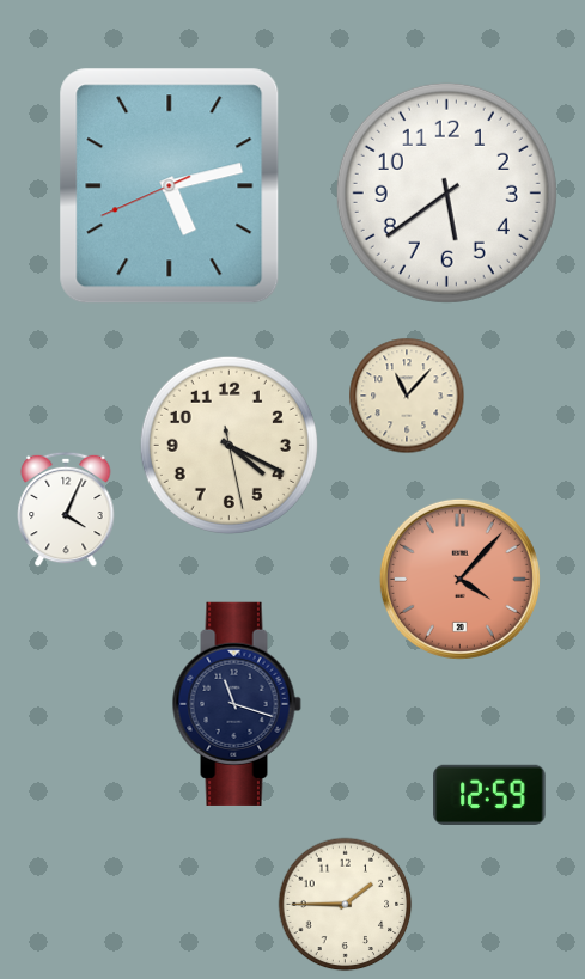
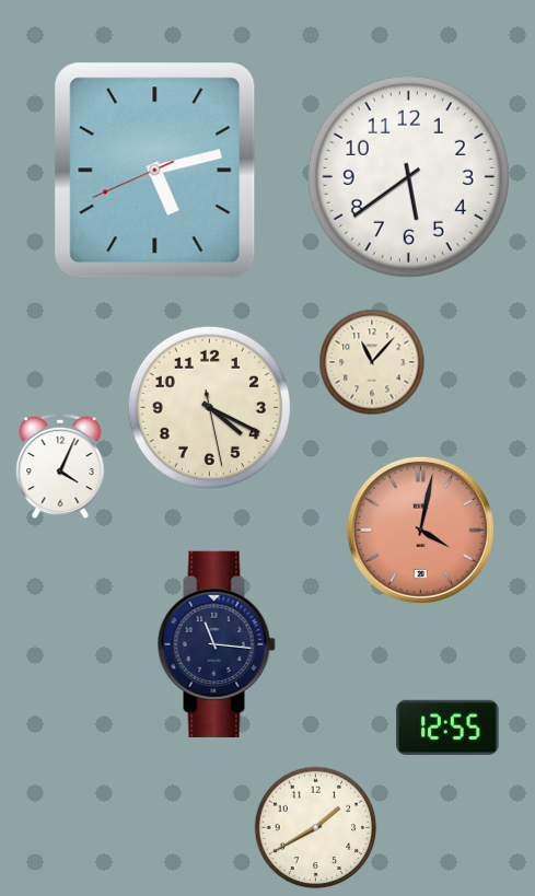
clock at (459, 579): 4:07 -> 4:02
clock at (237, 704): 11:18 -> 11:16
clock at (489, 795): 12:59 -> 12:55
clock at (346, 905): 1:45 -> 1:40
